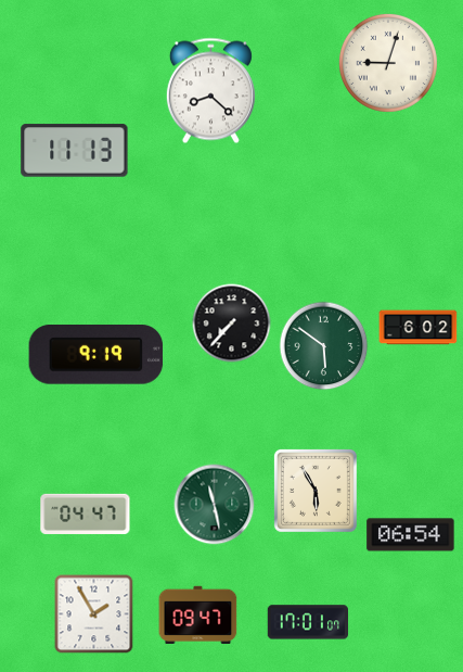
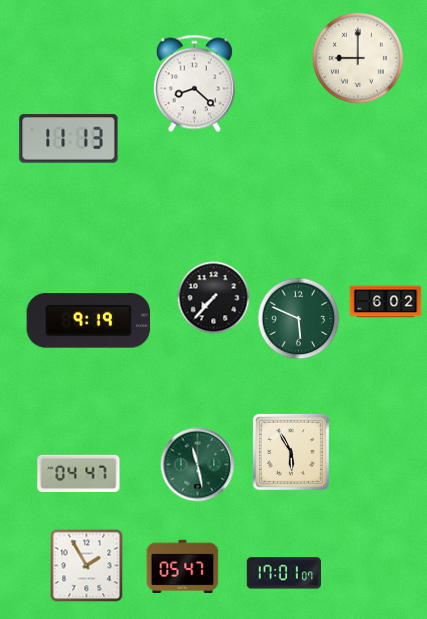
clock at (388, 63): 9:03 -> 9:00
clock at (324, 346): 5:51 -> 5:49
clock at (97, 355) position: (97, 355) -> (89, 321)
clock at (411, 535): 06:54 -> none
clock at (198, 616): 09:47 -> 05:47
